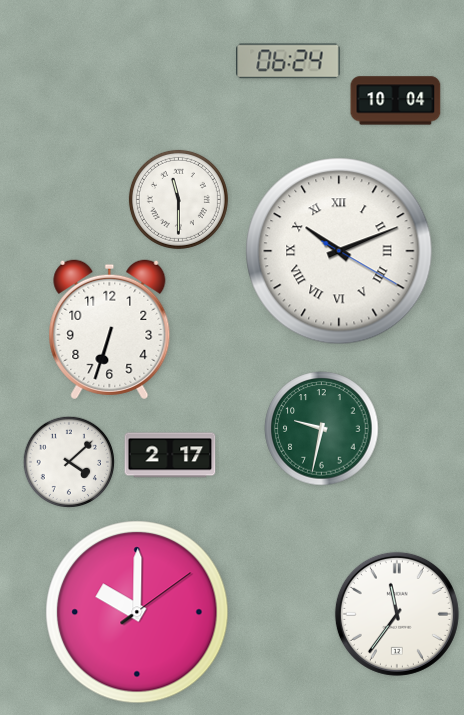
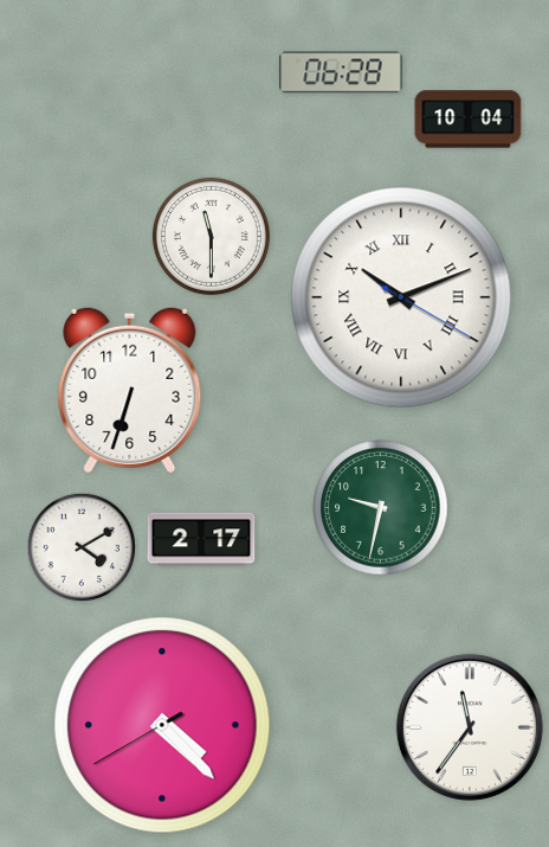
clock at (288, 61): 06:24 -> 06:28
clock at (69, 462): 4:08 -> 4:10
clock at (137, 612): 10:00 -> 4:22
